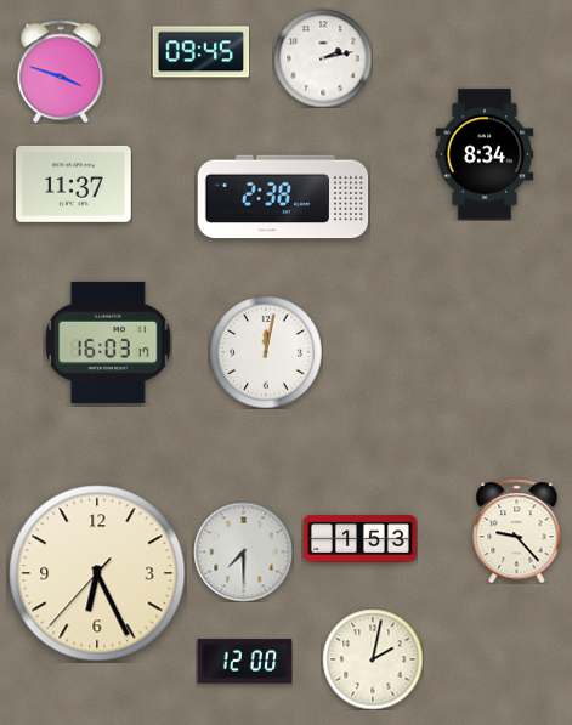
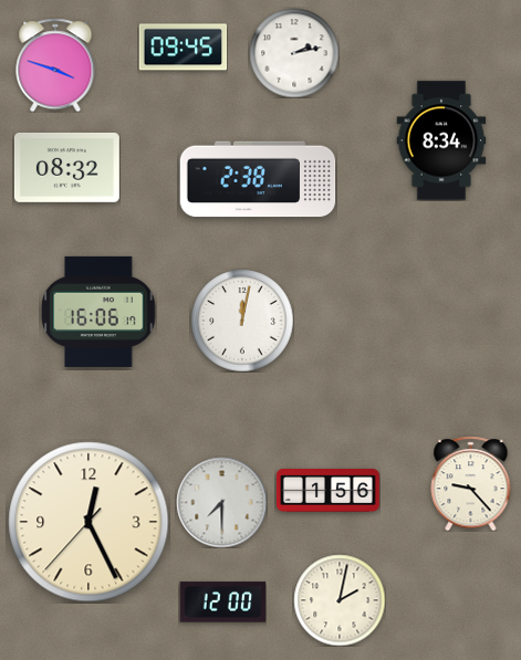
clock at (73, 183): 11:37 -> 08:32
clock at (108, 342): 16:03 -> 16:06
clock at (359, 539): 1:53 -> 1:56
clock at (97, 573): 6:25 -> 12:25
